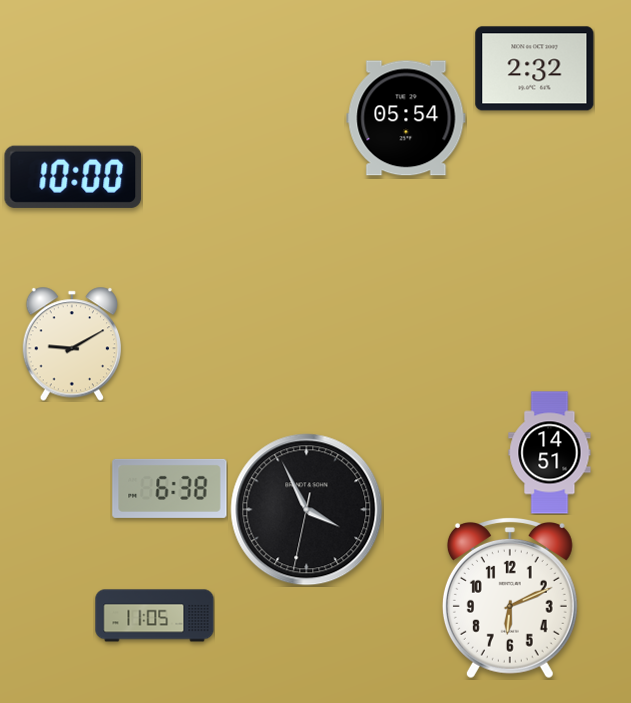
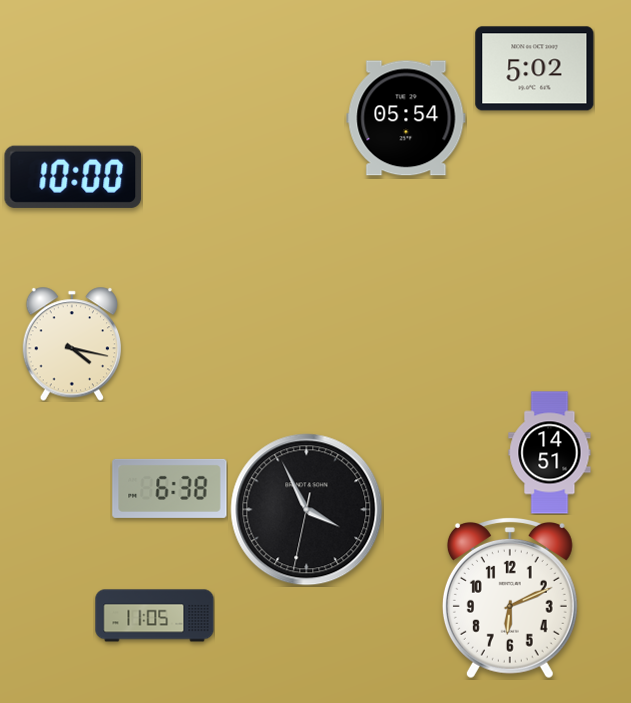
clock at (535, 69): 2:32 -> 5:02
clock at (71, 344): 9:10 -> 4:17
